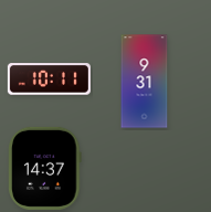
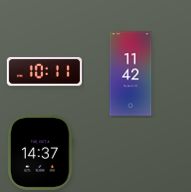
clock at (145, 82): 9:31 -> 11:42
